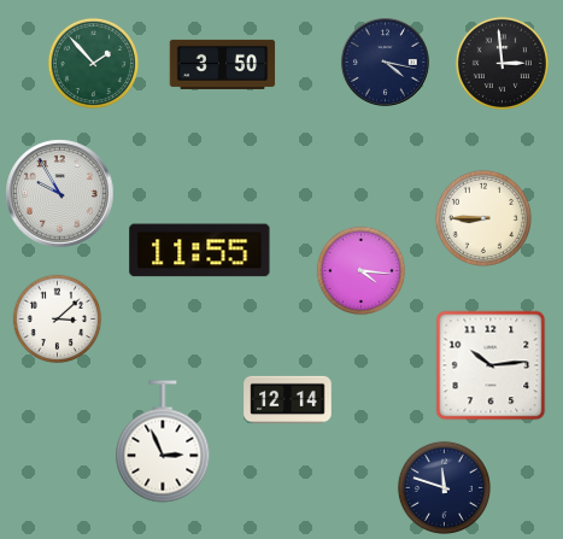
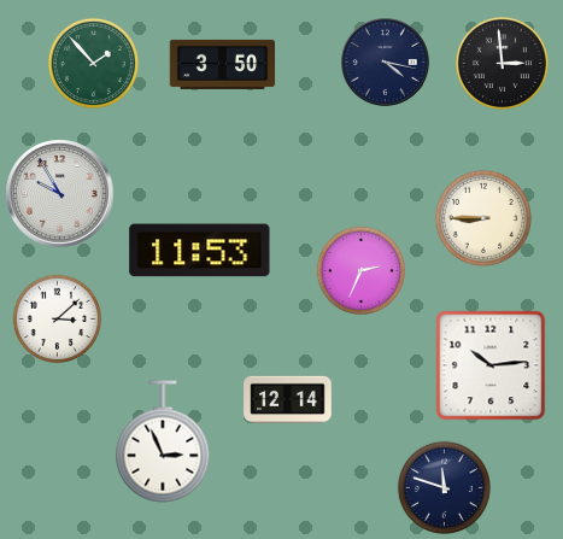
clock at (200, 251): 11:55 -> 11:53
clock at (362, 271): 4:16 -> 2:34
